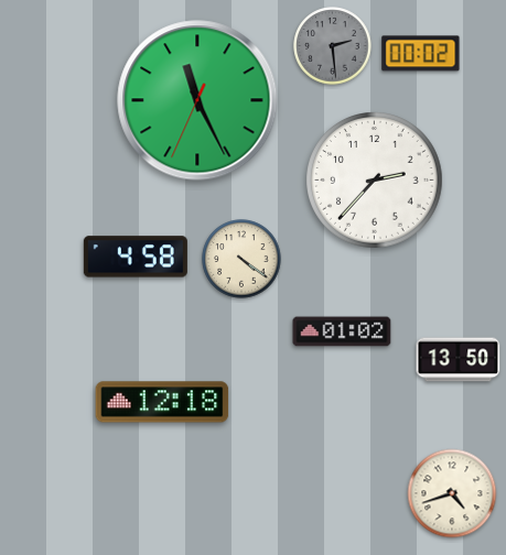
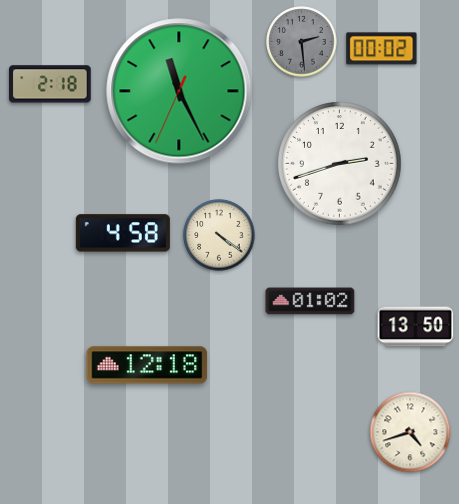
clock at (51, 84): none -> 2:18
clock at (375, 181): 2:37 -> 2:42
clock at (452, 493) position: (452, 493) -> (410, 432)
